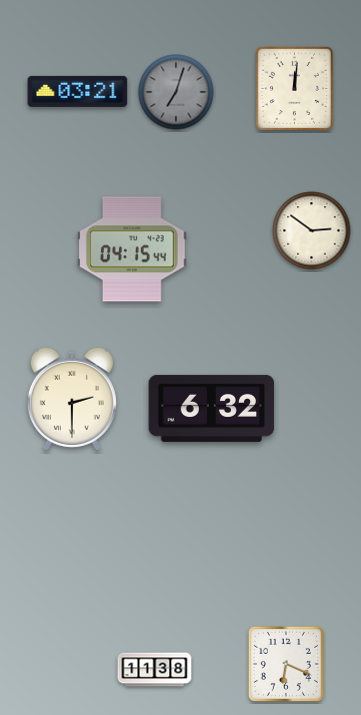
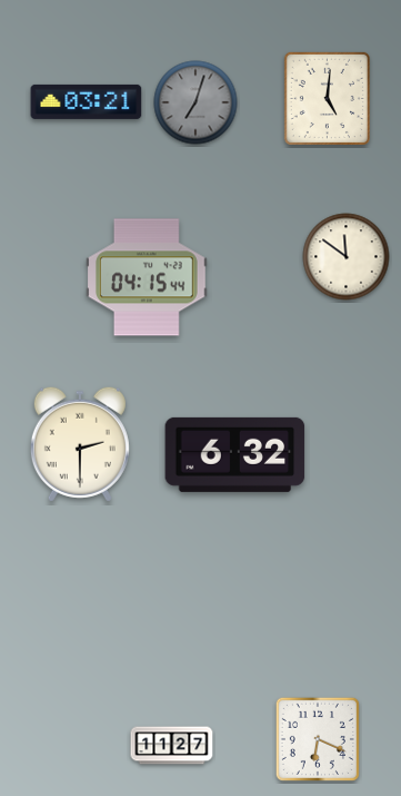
clock at (294, 88): 12:01 -> 5:01
clock at (312, 231): 2:51 -> 11:51
clock at (155, 670): 11:38 -> 11:27
